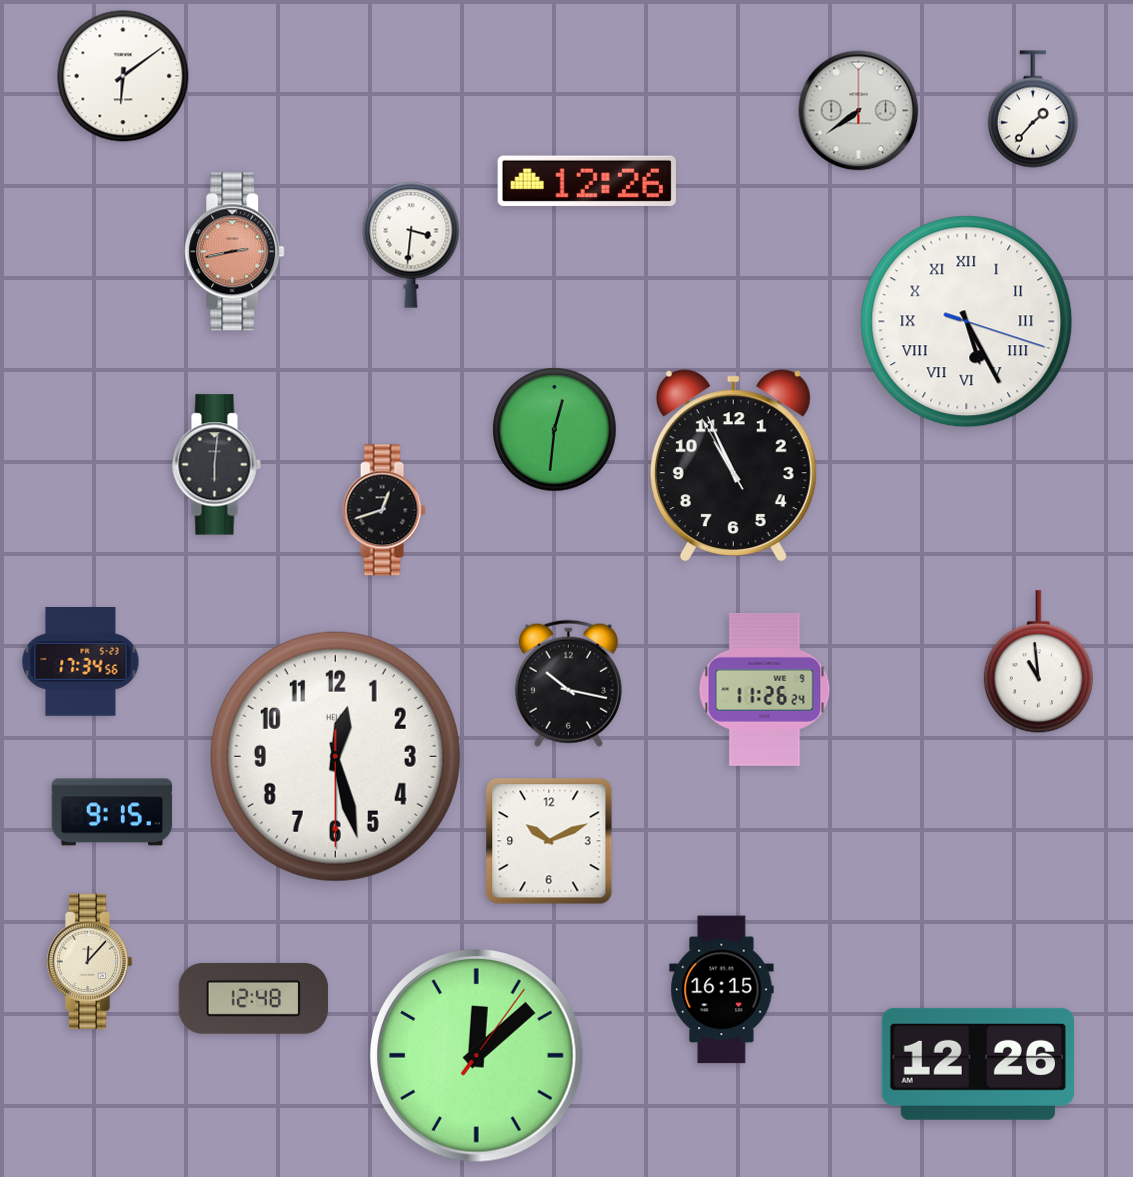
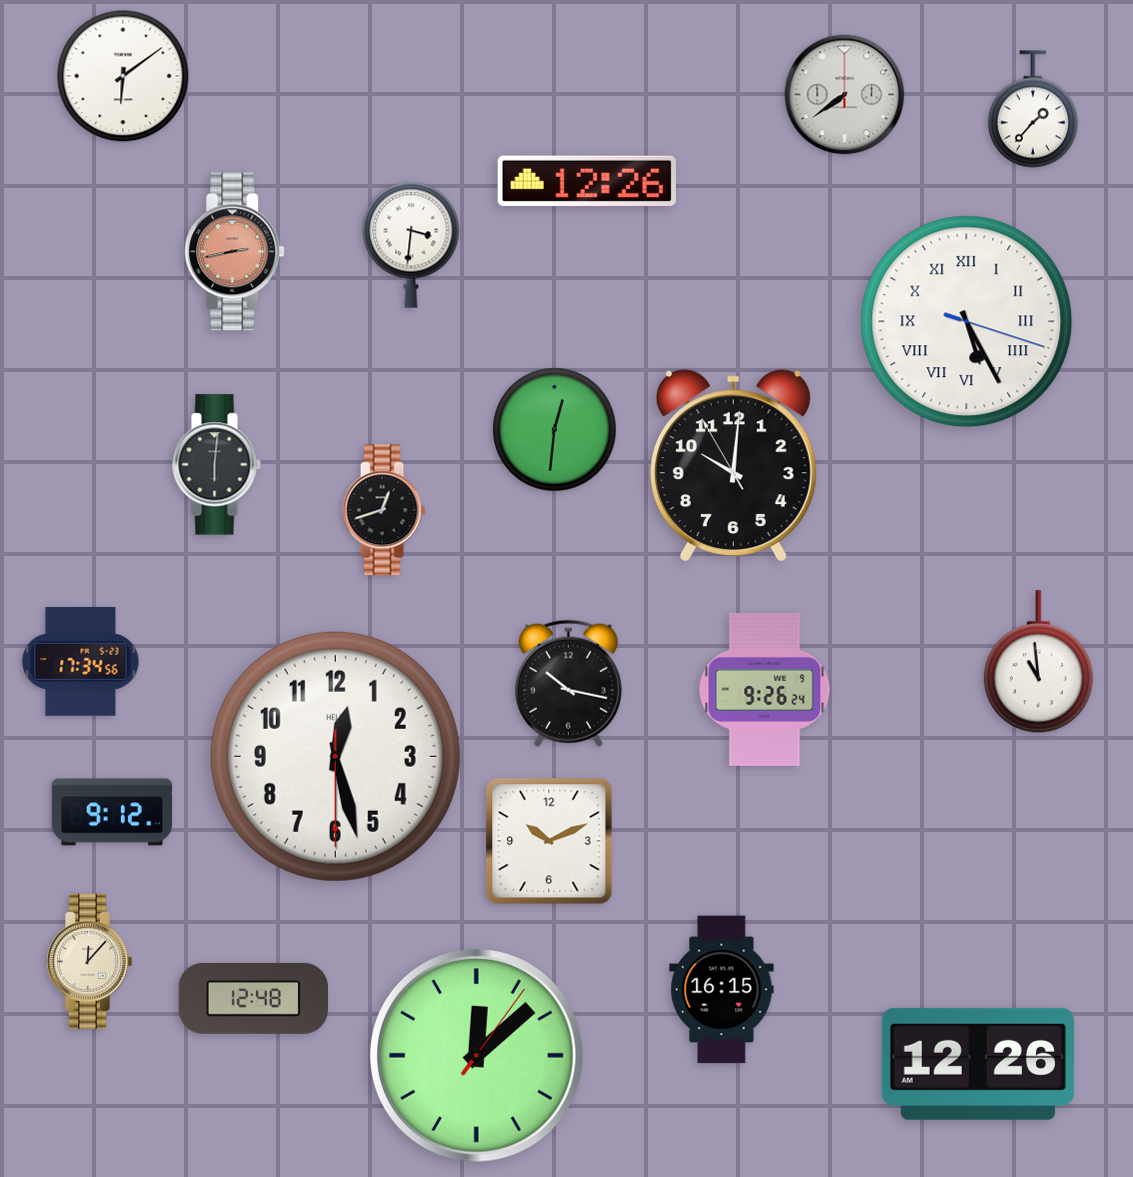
clock at (859, 111) position: (859, 111) -> (845, 95)
clock at (733, 466): 10:55 -> 10:00
clock at (765, 689): 11:26 -> 9:26
clock at (112, 812): 9:15 -> 9:12
